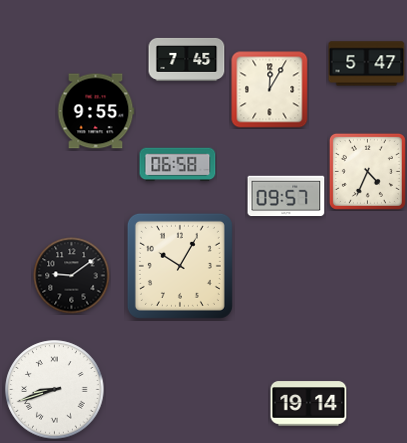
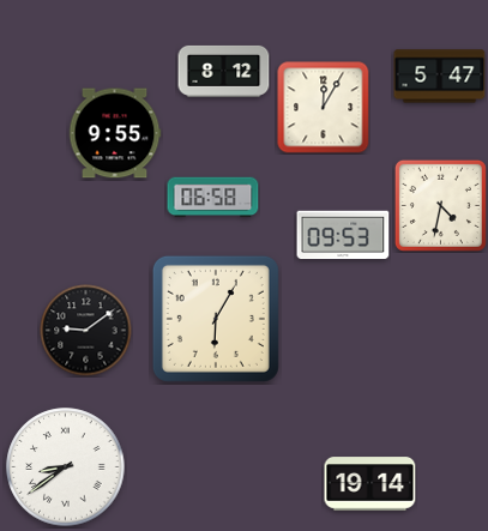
clock at (187, 59): 7:45 -> 8:12
clock at (367, 171): 4:34 -> 4:32
clock at (286, 196): 09:57 -> 09:53
clock at (180, 266): 10:05 -> 6:05
clock at (55, 390): 8:42 -> 8:39
